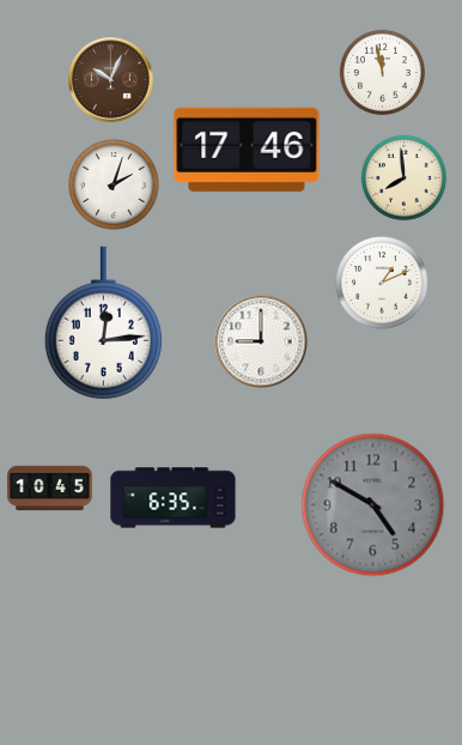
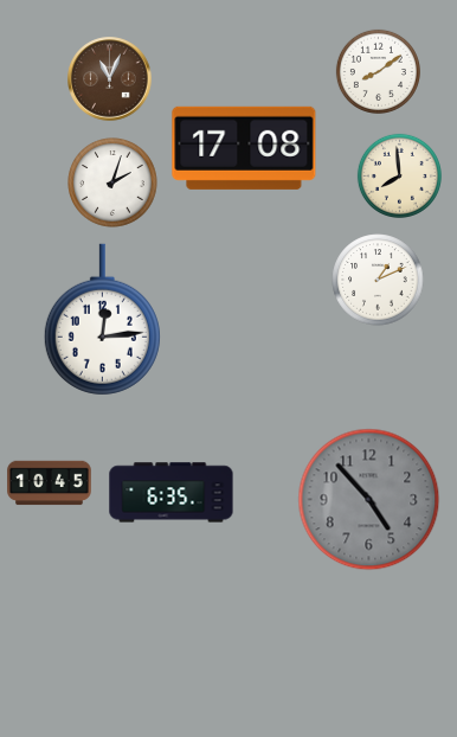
clock at (382, 72): 11:58 -> 8:09
clock at (111, 80): 10:04 -> 11:04
clock at (247, 150): 17:46 -> 17:08
clock at (261, 341): 9:00 -> none
clock at (373, 505): 4:50 -> 4:53
